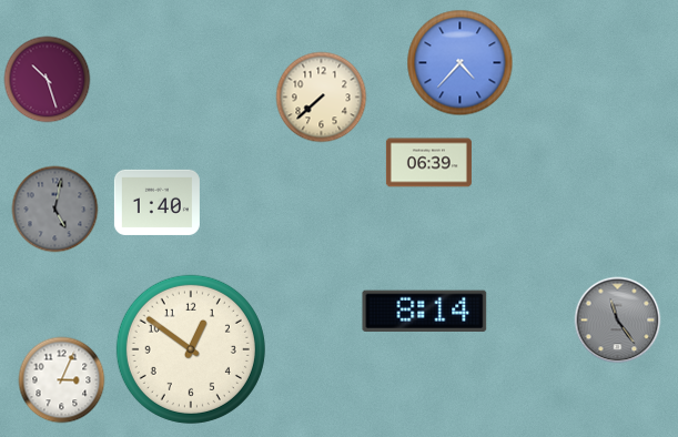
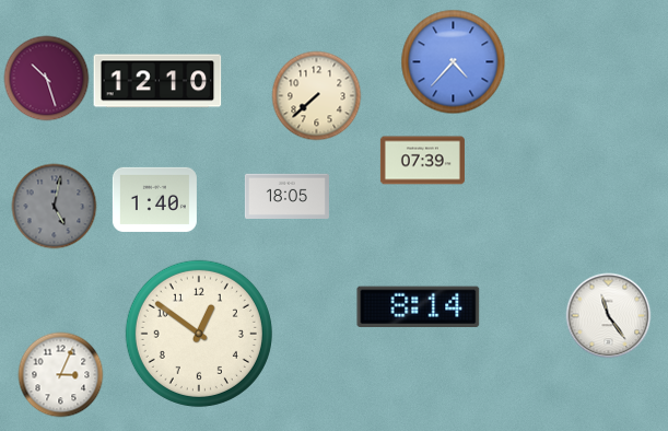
clock at (157, 81): none -> 12:10
clock at (428, 163): 06:39 -> 07:39
clock at (286, 197): none -> 18:05
clock at (617, 319) dial: grey -> white
clock at (191, 349) position: (191, 349) -> (199, 334)
